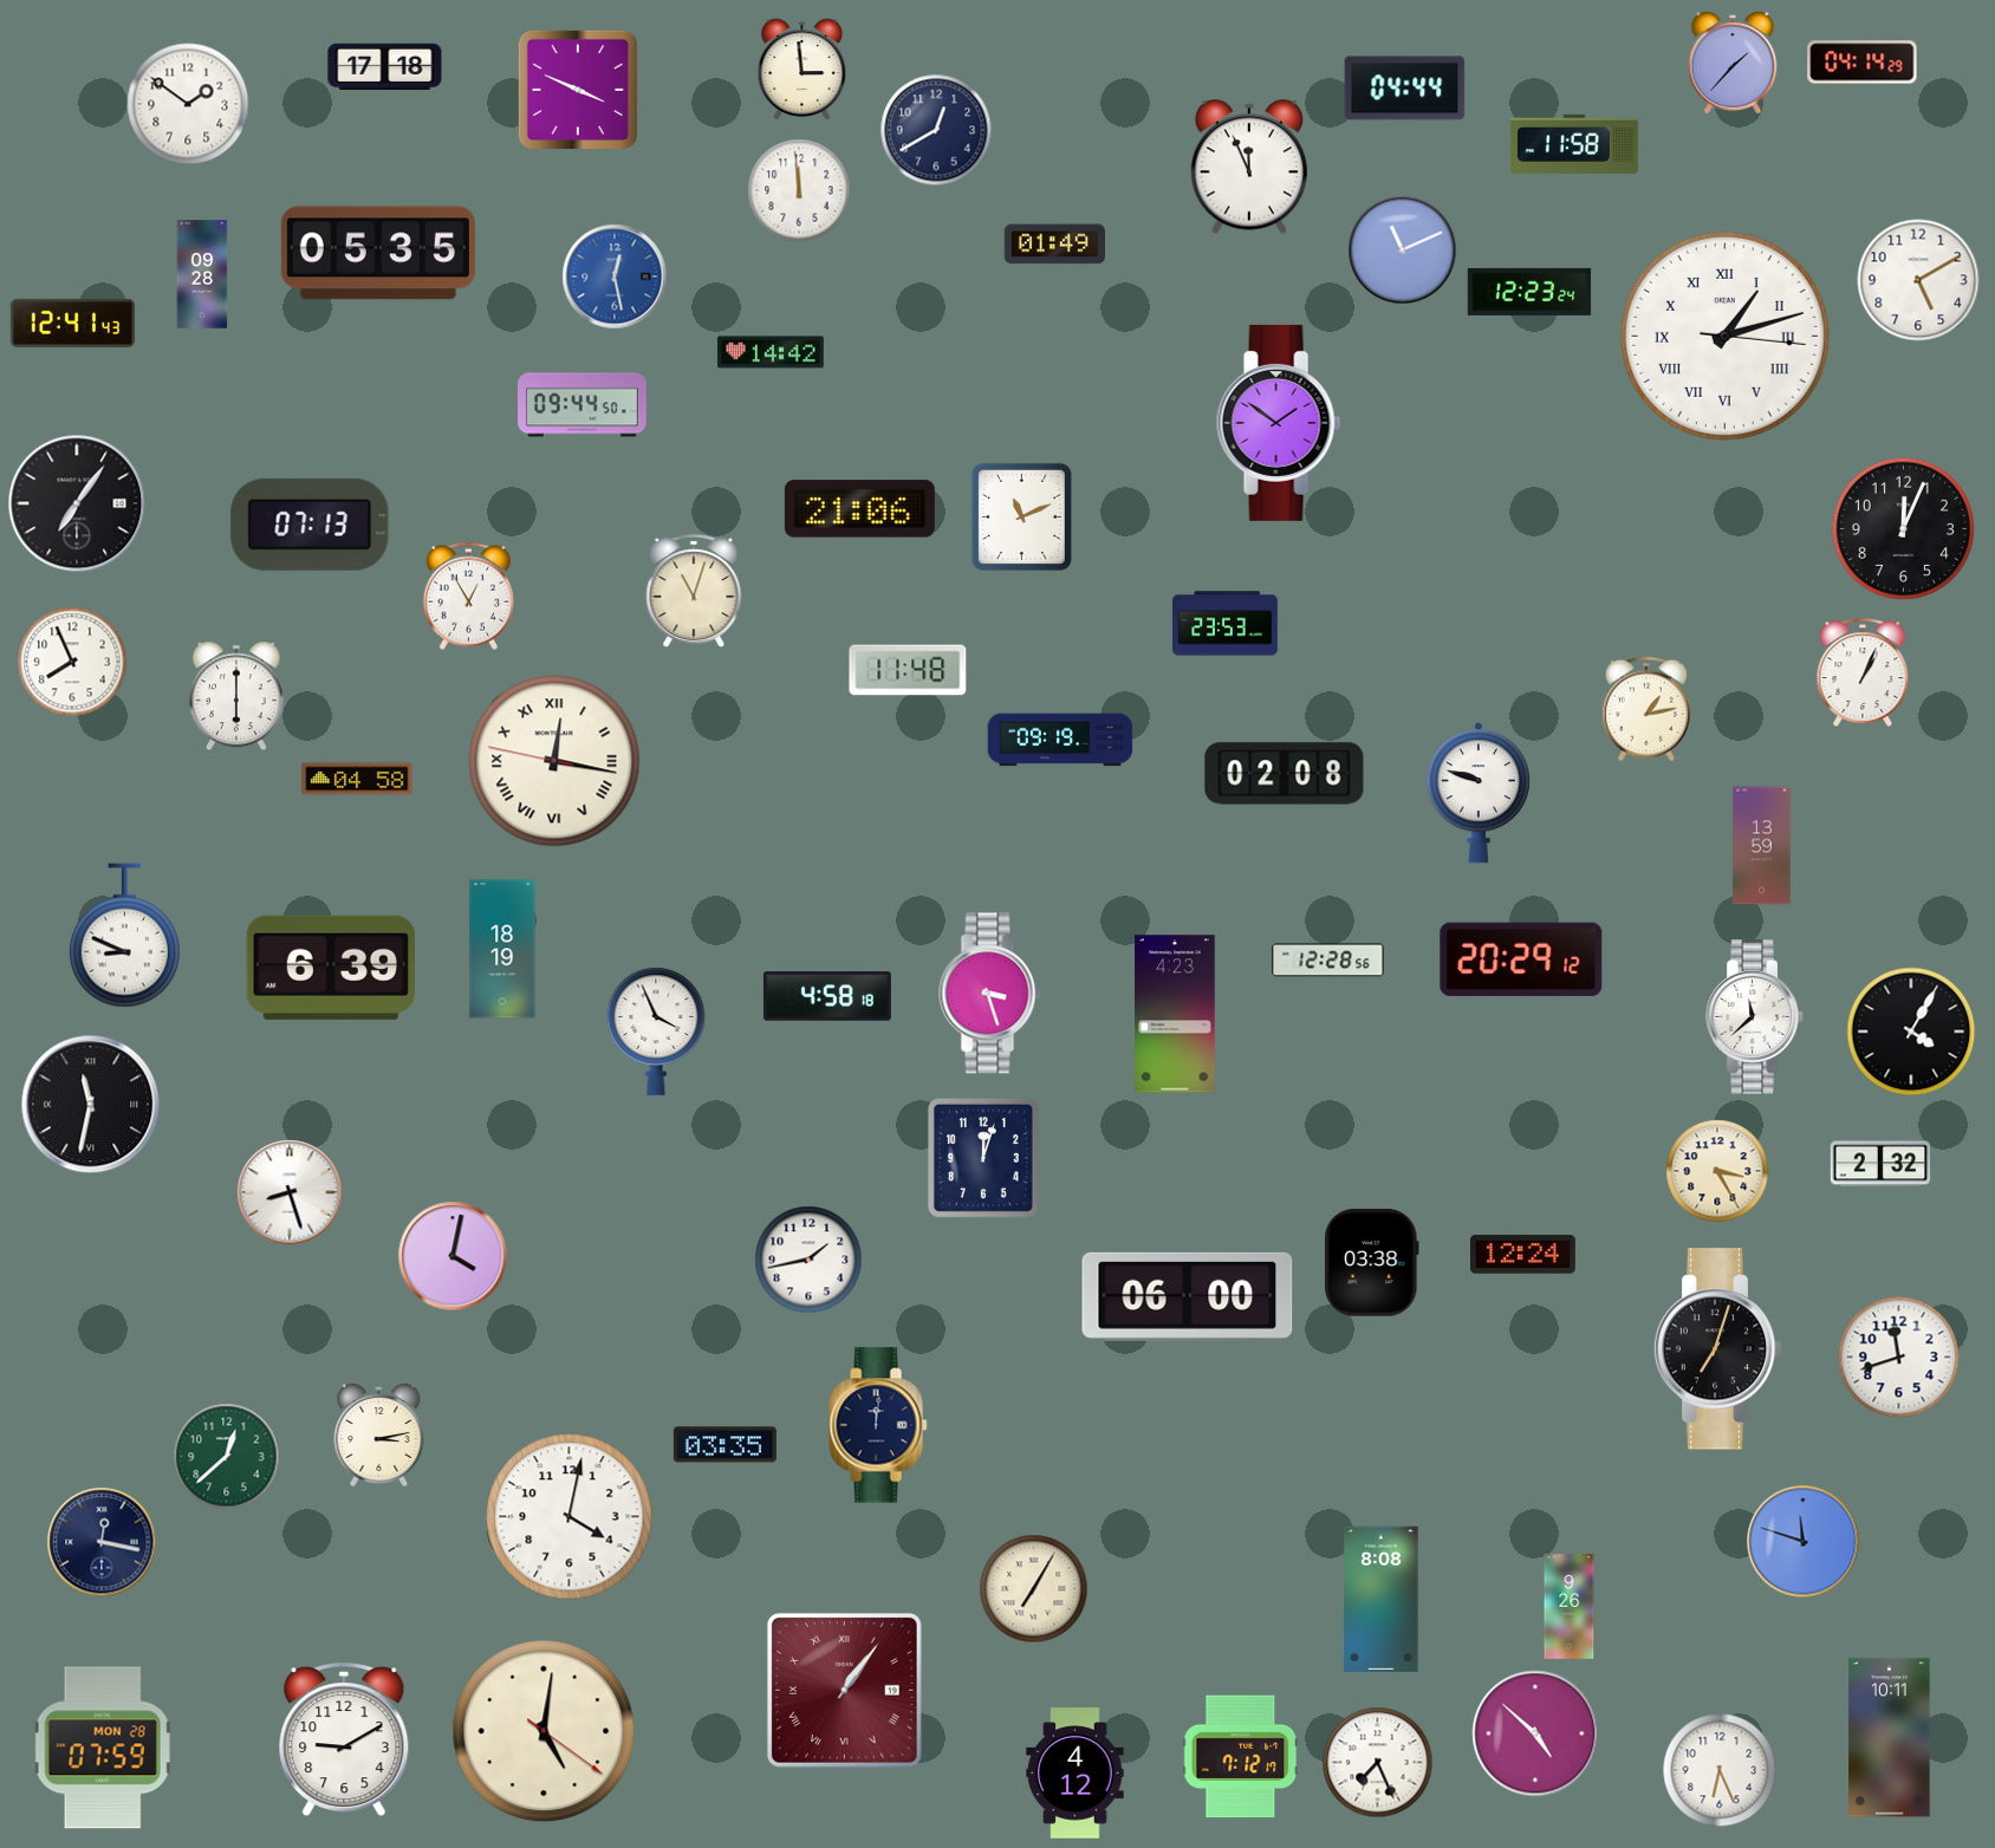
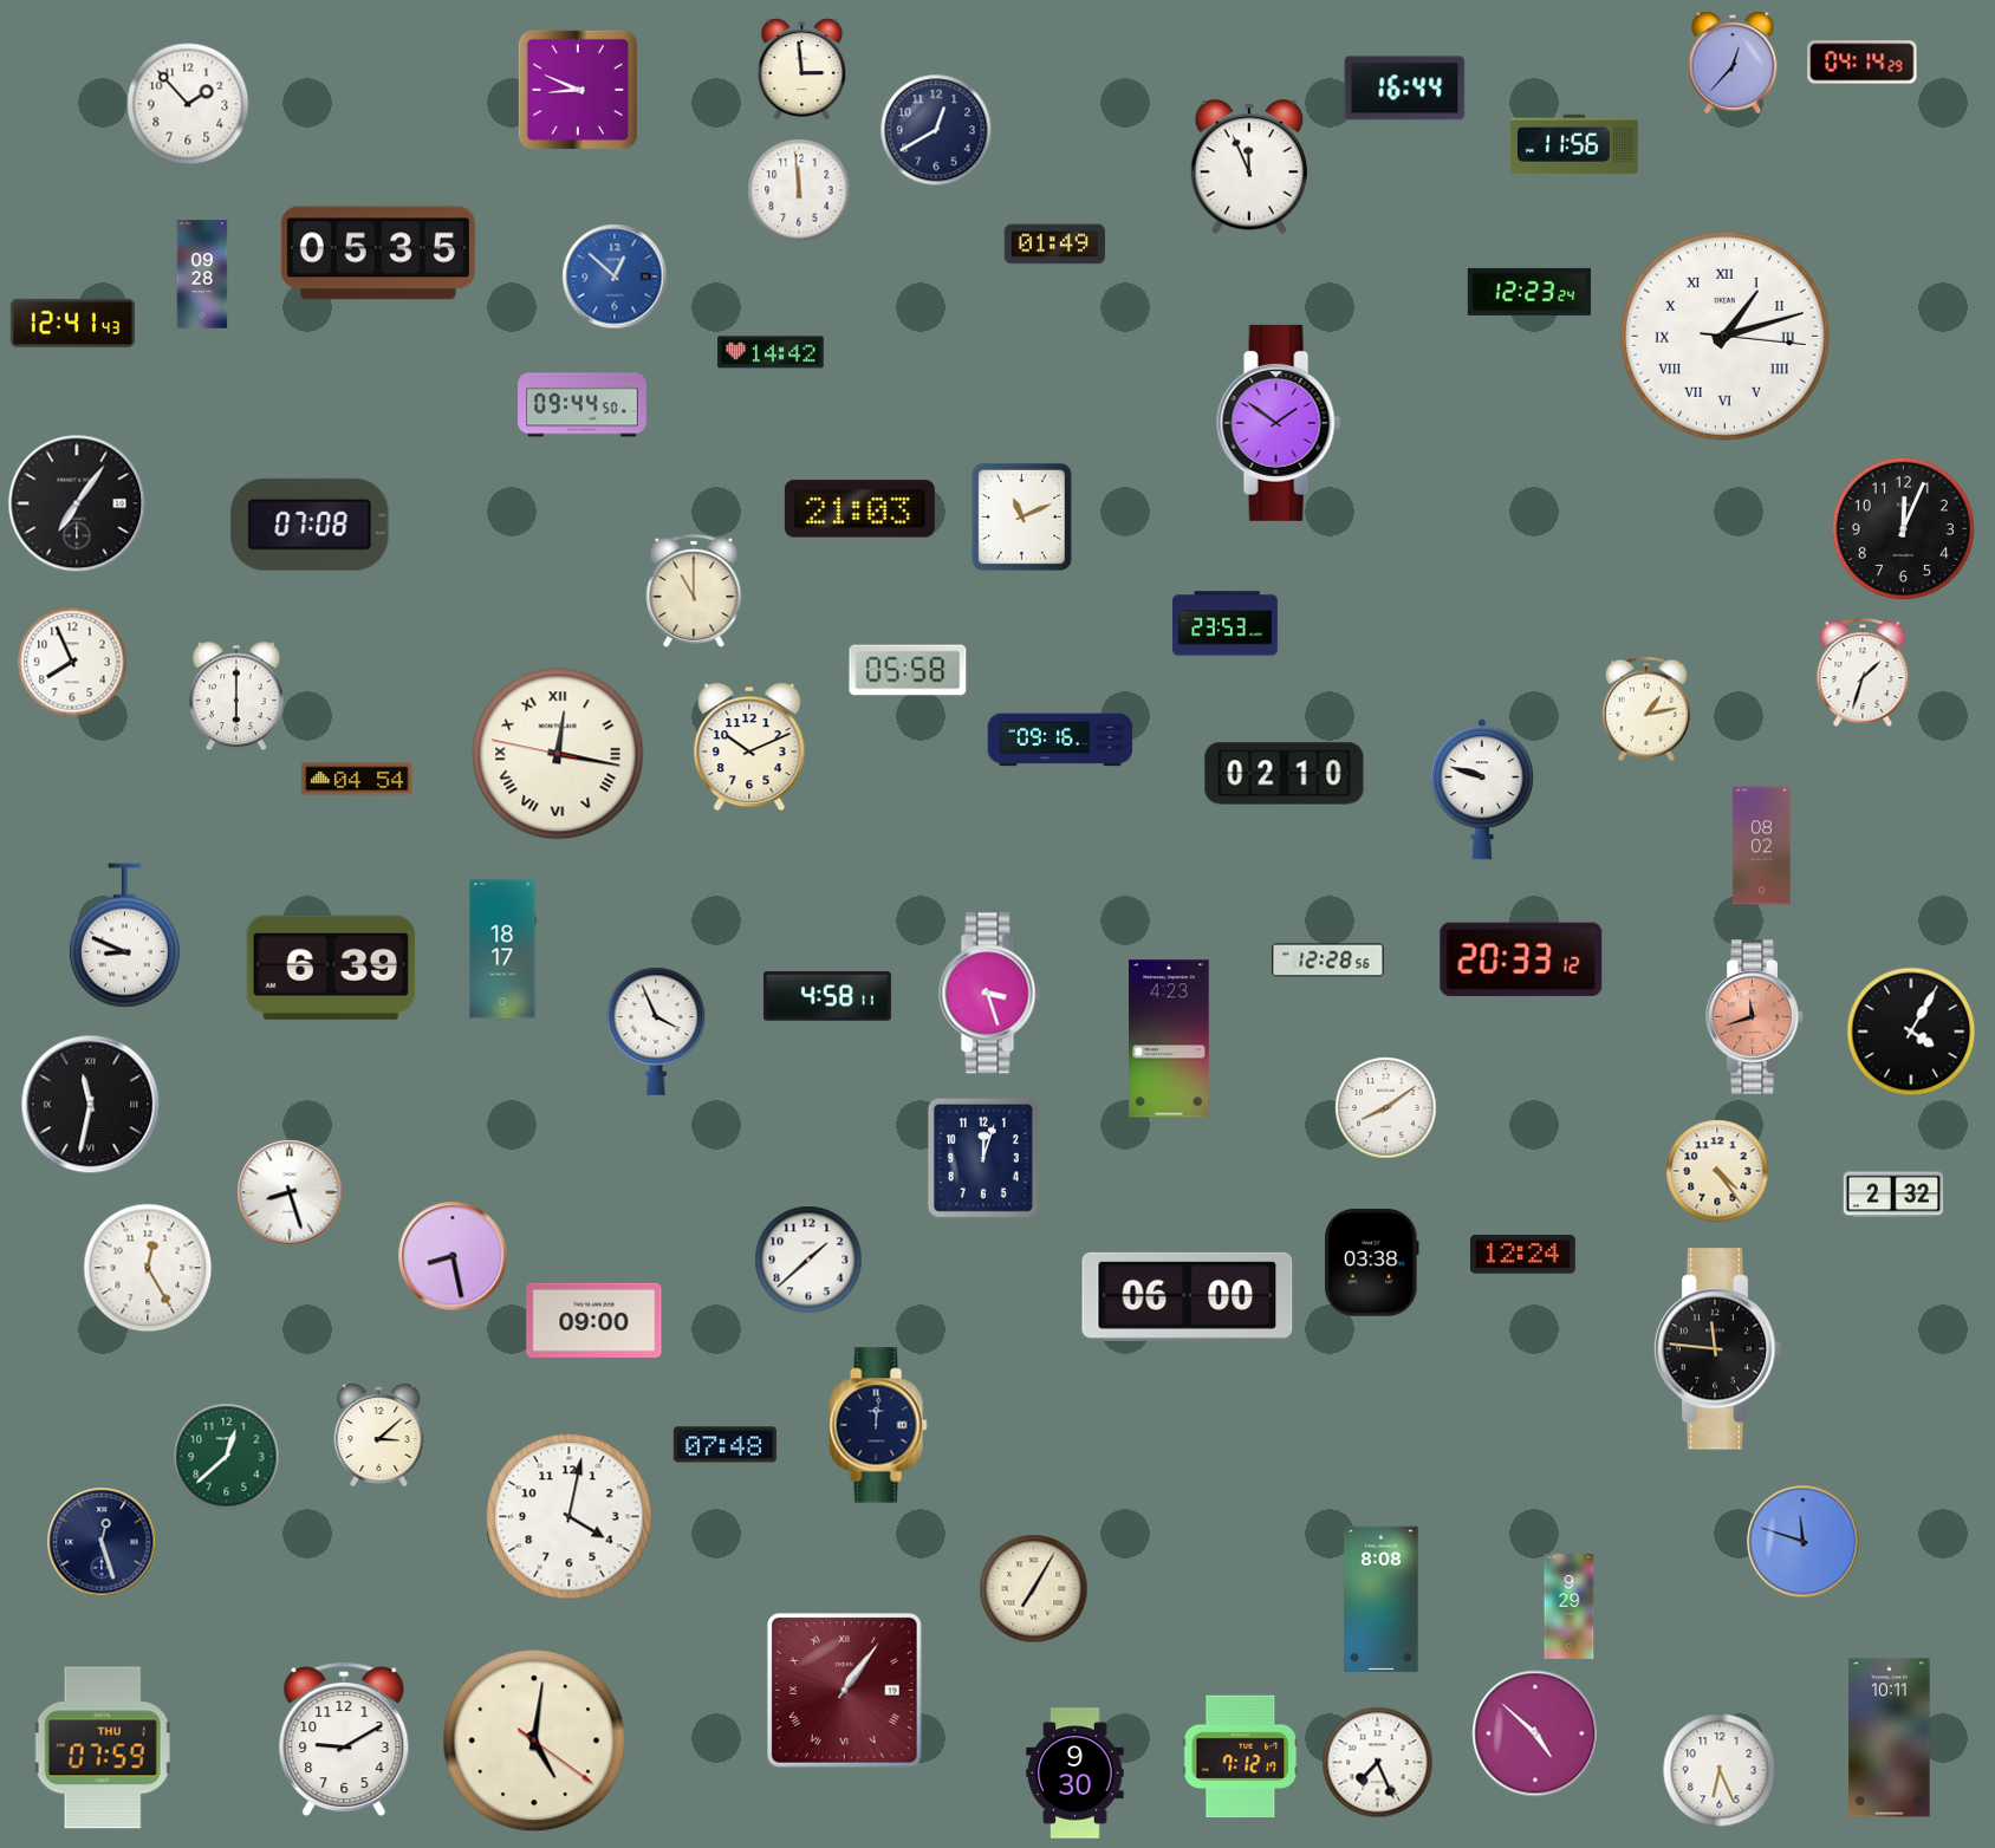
clock at (1733, 63): 1:37 -> 12:37
clock at (385, 67): 17:18 -> none
clock at (1405, 89): 04:44 -> 16:44
clock at (578, 90): 3:49 -> 8:49
clock at (188, 104): 1:51 -> 1:53
clock at (1574, 144): 11:58 -> 11:56
clock at (1403, 250): 11:11 -> none
clock at (615, 276): 12:28 -> 12:52
clock at (1918, 280): 5:10 -> none
clock at (859, 509): 21:06 -> 21:03
clock at (310, 525): 07:13 -> 07:08
clock at (694, 591): 11:03 -> 11:00
clock at (469, 596): 12:55 -> none
clock at (908, 670): 11:48 -> 05:58
clock at (1863, 672): 1:04 -> 1:33
clock at (1060, 740): 09:19 -> 09:16
clock at (749, 748): none -> 10:11
clock at (554, 761) position: (554, 761) -> (558, 754)
clock at (1285, 774): 02:08 -> 02:10
clock at (357, 779): 04:58 -> 04:54
clock at (1479, 793) position: (1479, 793) -> (1482, 789)
clock at (1762, 846): 13:59 -> 08:02
clock at (502, 949): 18:19 -> 18:17
clock at (1521, 959): 20:29 -> 20:33
clock at (827, 996): 4:58:18 -> 4:58:11
clock at (1175, 1014) position: (1175, 1014) -> (1169, 1039)
clock at (1755, 1017): 11:38 -> 11:42
clock at (1755, 1017) dial: white -> salmon
clock at (1386, 1108): none -> 8:09
clock at (1880, 1164) position: (1880, 1164) -> (1893, 1195)
clock at (1717, 1171): 3:25 -> 4:24
clock at (453, 1256): 4:02 -> 8:28
clock at (808, 1260): 1:43 -> 1:38
clock at (148, 1268): none -> 12:25
clock at (594, 1320): none -> 09:00
clock at (1717, 1349): 7:03 -> 11:46
clock at (1899, 1358): 11:42 -> none
clock at (379, 1434): 3:13 -> 3:08
clock at (724, 1445): 03:35 -> 07:48
clock at (102, 1542): 12:17 -> 12:27
clock at (1570, 1607): 9:26 -> 9:29
clock at (544, 1731) position: (544, 1731) -> (534, 1740)
clock at (103, 1748) date: MON 28 -> THU 1
clock at (1076, 1774): 4:12 -> 9:30
